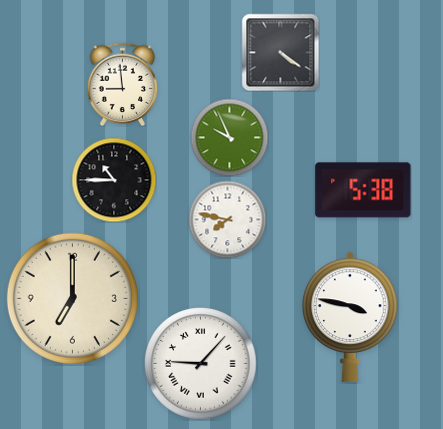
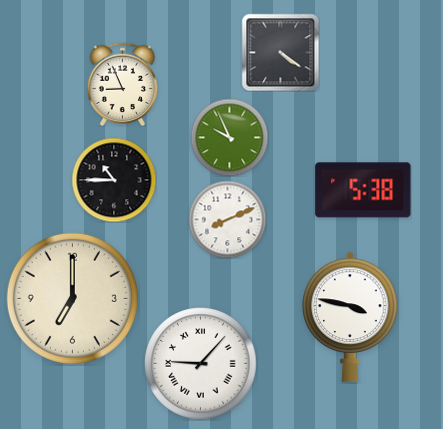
clock at (123, 84): 8:59 -> 8:56
clock at (227, 219): 7:47 -> 8:11
